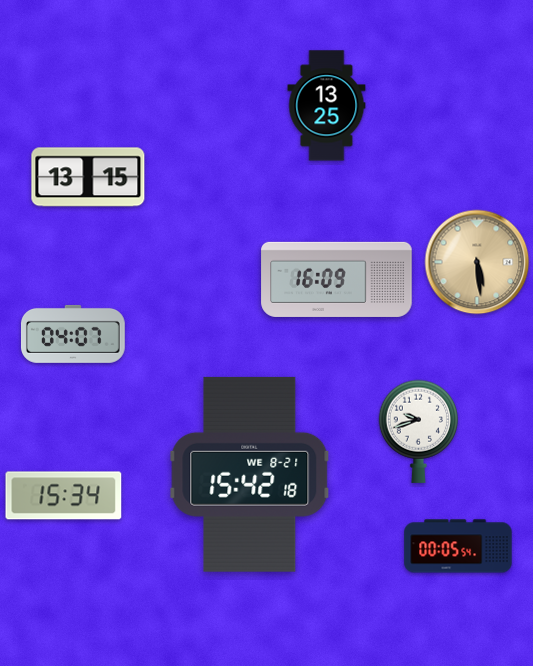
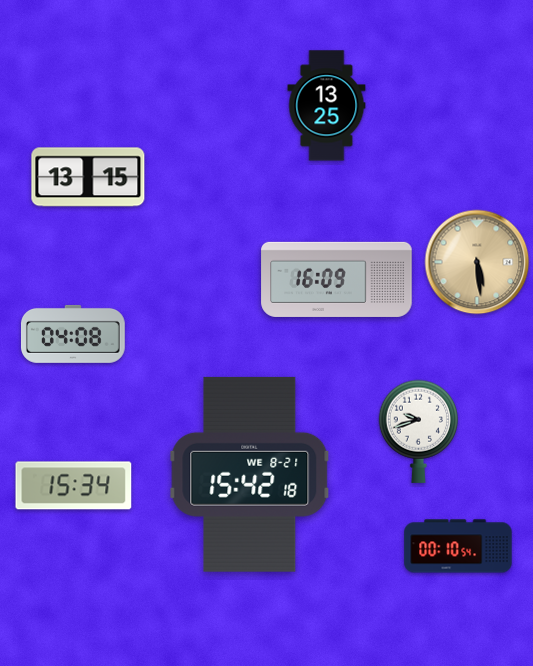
clock at (73, 334): 04:07 -> 04:08
clock at (64, 496) position: (64, 496) -> (74, 486)
clock at (458, 546): 00:05 -> 00:10
